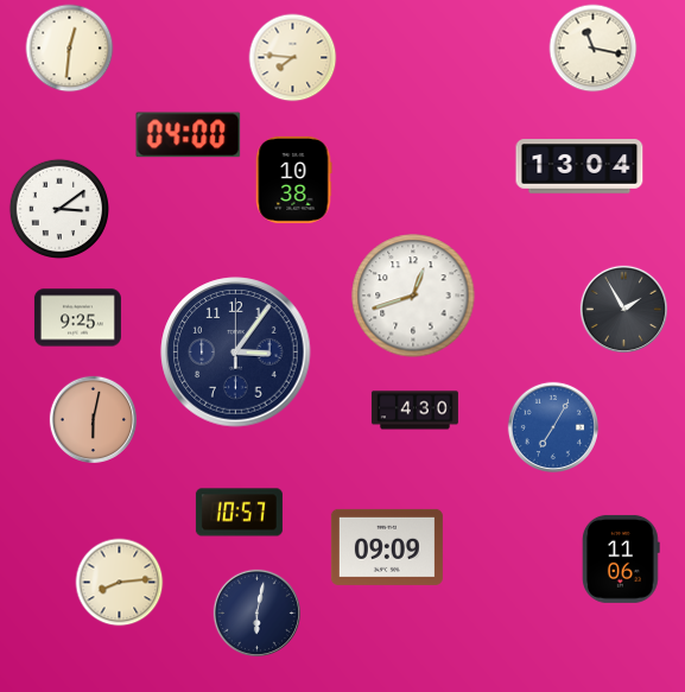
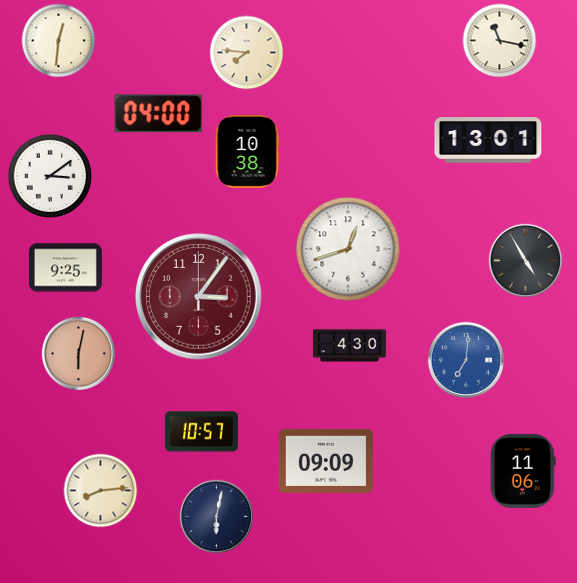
clock at (293, 58) position: (293, 58) -> (247, 53)
clock at (579, 166): 13:04 -> 13:01
clock at (623, 309): 1:55 -> 4:55
clock at (236, 353) dial: navy -> burgundy
clock at (553, 427): 7:05 -> 7:01
